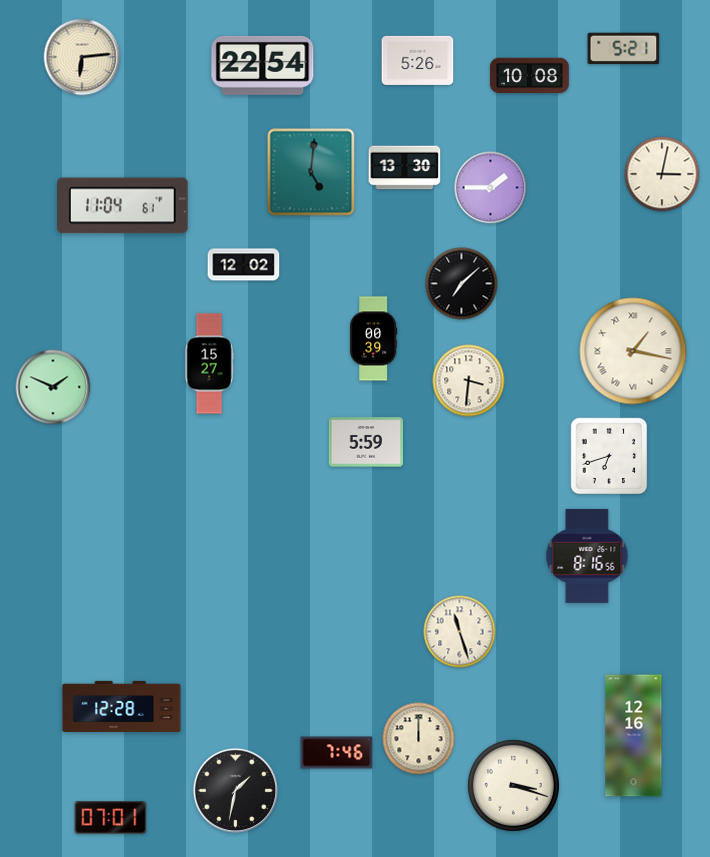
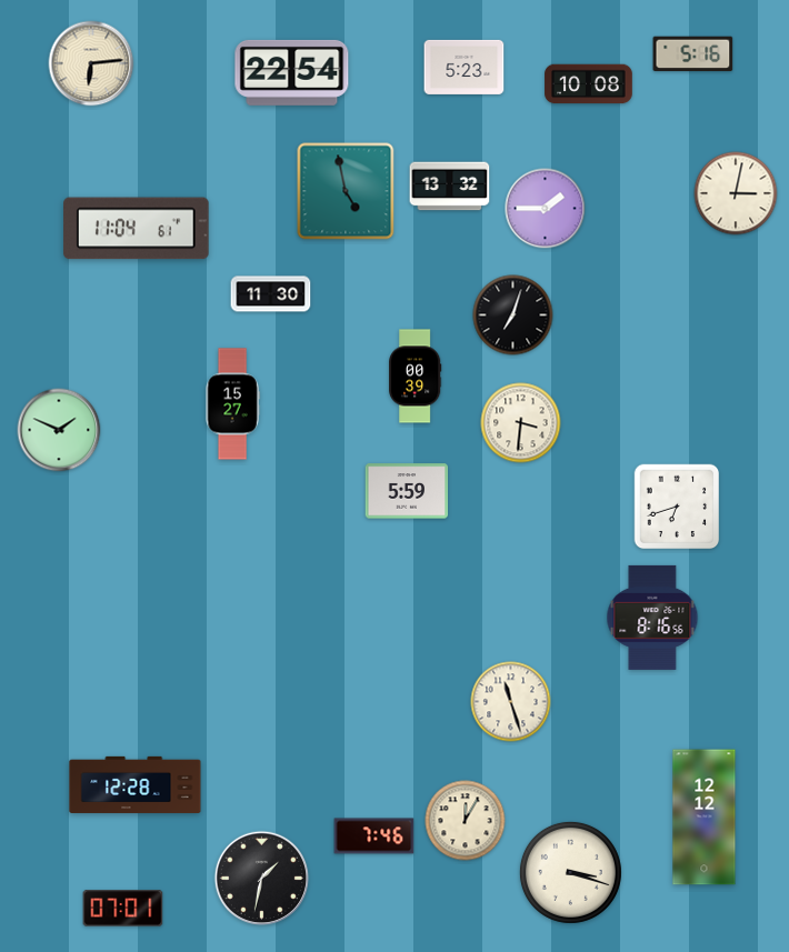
clock at (624, 49): 5:21 -> 5:16
clock at (418, 60): 5:26 -> 5:23
clock at (405, 168): 13:30 -> 13:32
clock at (311, 172): 5:01 -> 4:58
clock at (244, 265): 12:02 -> 11:30
clock at (462, 284): 7:08 -> 7:03
clock at (633, 351): 1:17 -> none
clock at (634, 736): 12:16 -> 12:12
clock at (419, 739): 12:00 -> 12:05
